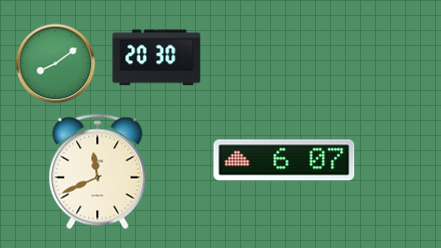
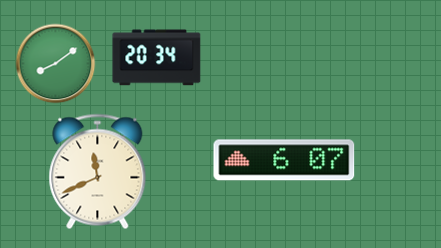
clock at (157, 58): 20:30 -> 20:34
